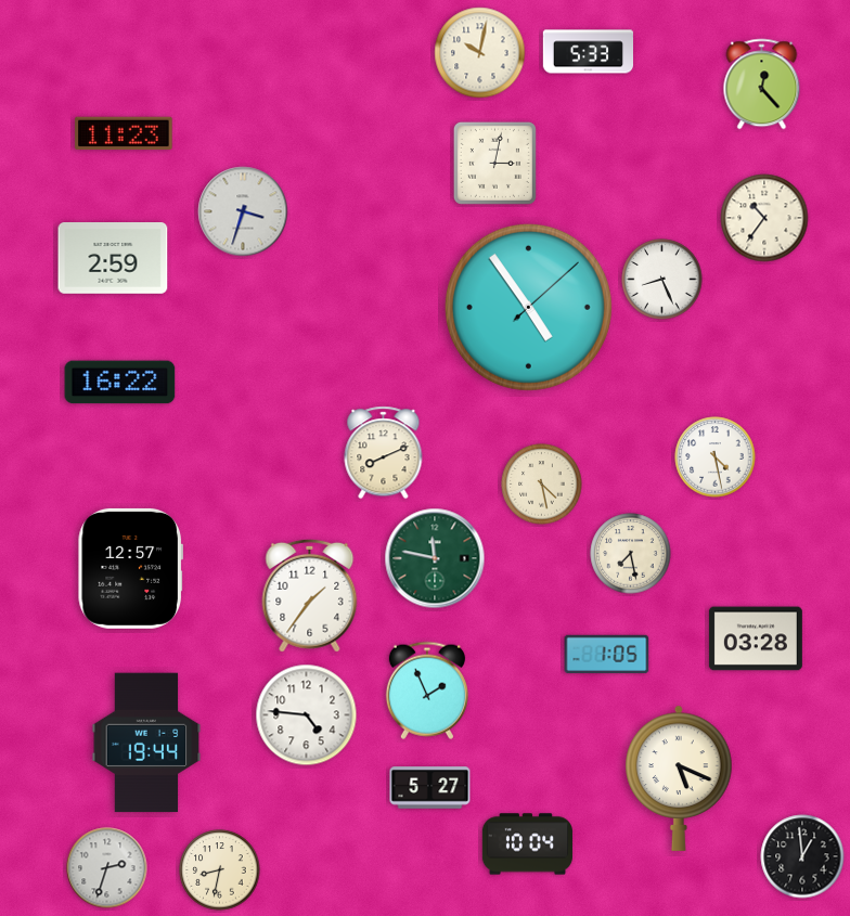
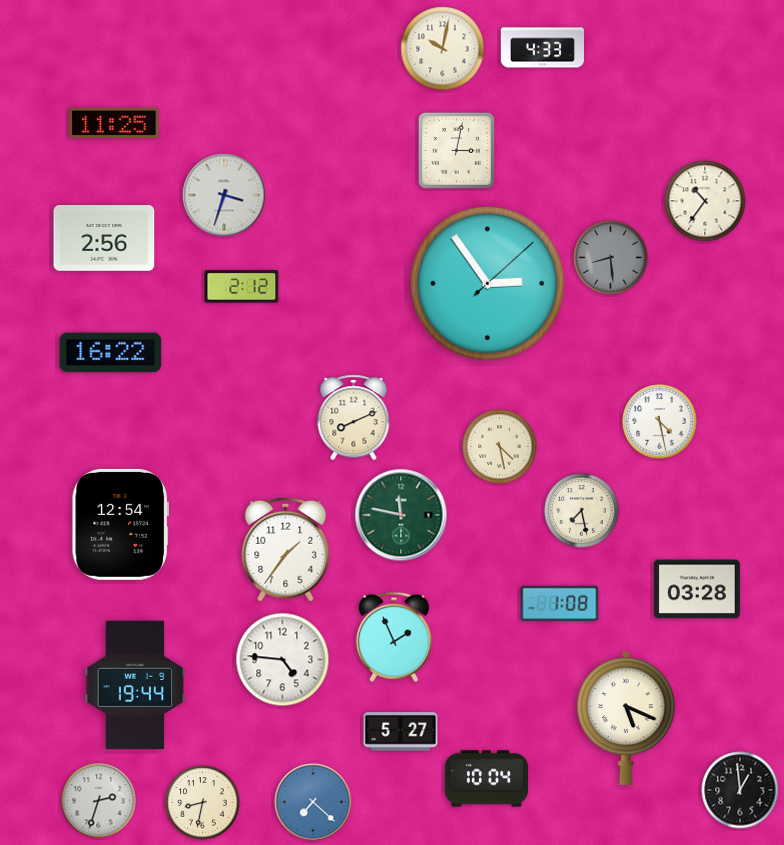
clock at (588, 52): 5:33 -> 4:33
clock at (762, 85): 12:23 -> none
clock at (124, 133): 11:23 -> 11:25
clock at (113, 259): 2:59 -> 2:56
clock at (662, 280): 8:26 -> 8:29
clock at (662, 280) dial: white -> grey
clock at (528, 307): 4:54 -> 2:54
clock at (242, 287): none -> 2:12
clock at (130, 568): 12:57 -> 12:54
clock at (607, 655): 1:05 -> 1:08
clock at (430, 788) position: (430, 788) -> (401, 732)
clock at (313, 802): none -> 7:22
